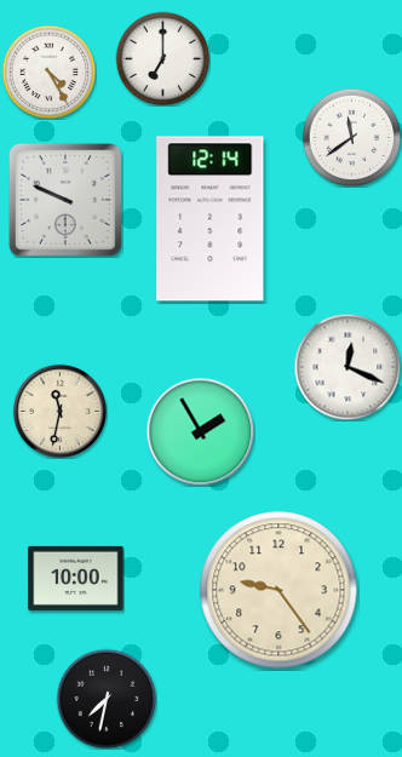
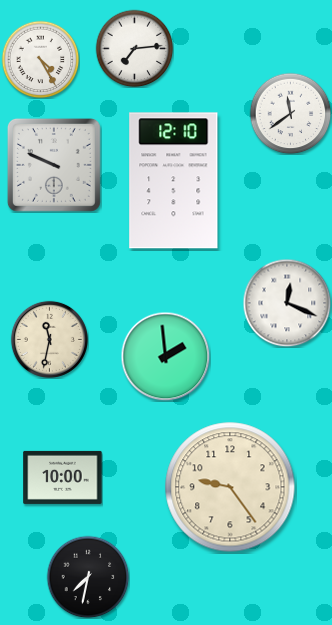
clock at (162, 58): 7:00 -> 7:14
clock at (211, 219): 12:14 -> 12:10
clock at (200, 431): 1:55 -> 1:59
